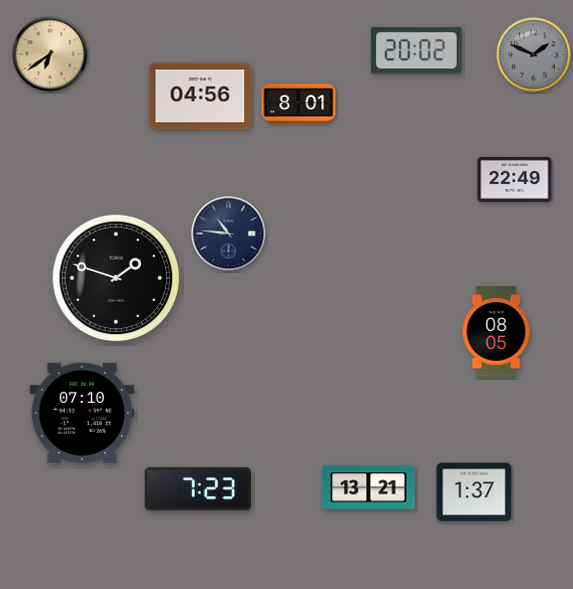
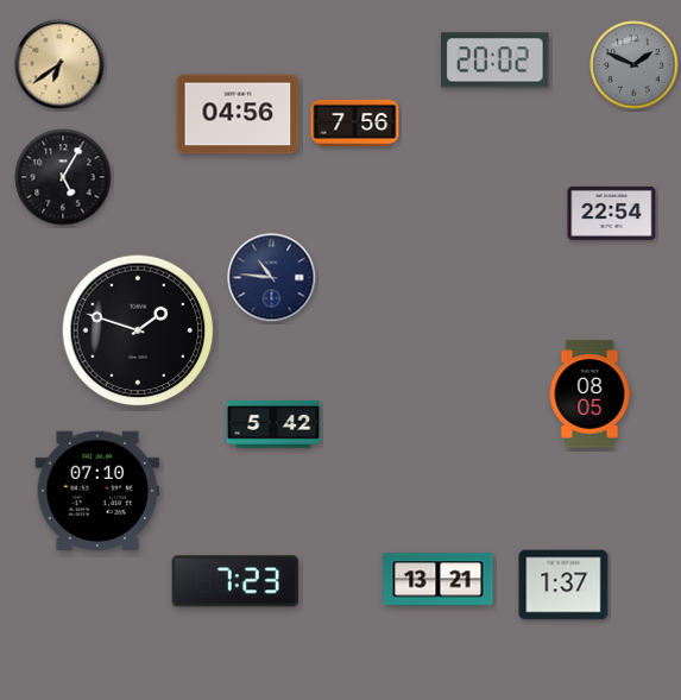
clock at (299, 103): 8:01 -> 7:56
clock at (63, 177): none -> 5:05
clock at (515, 179): 22:49 -> 22:54
clock at (273, 425): none -> 5:42
